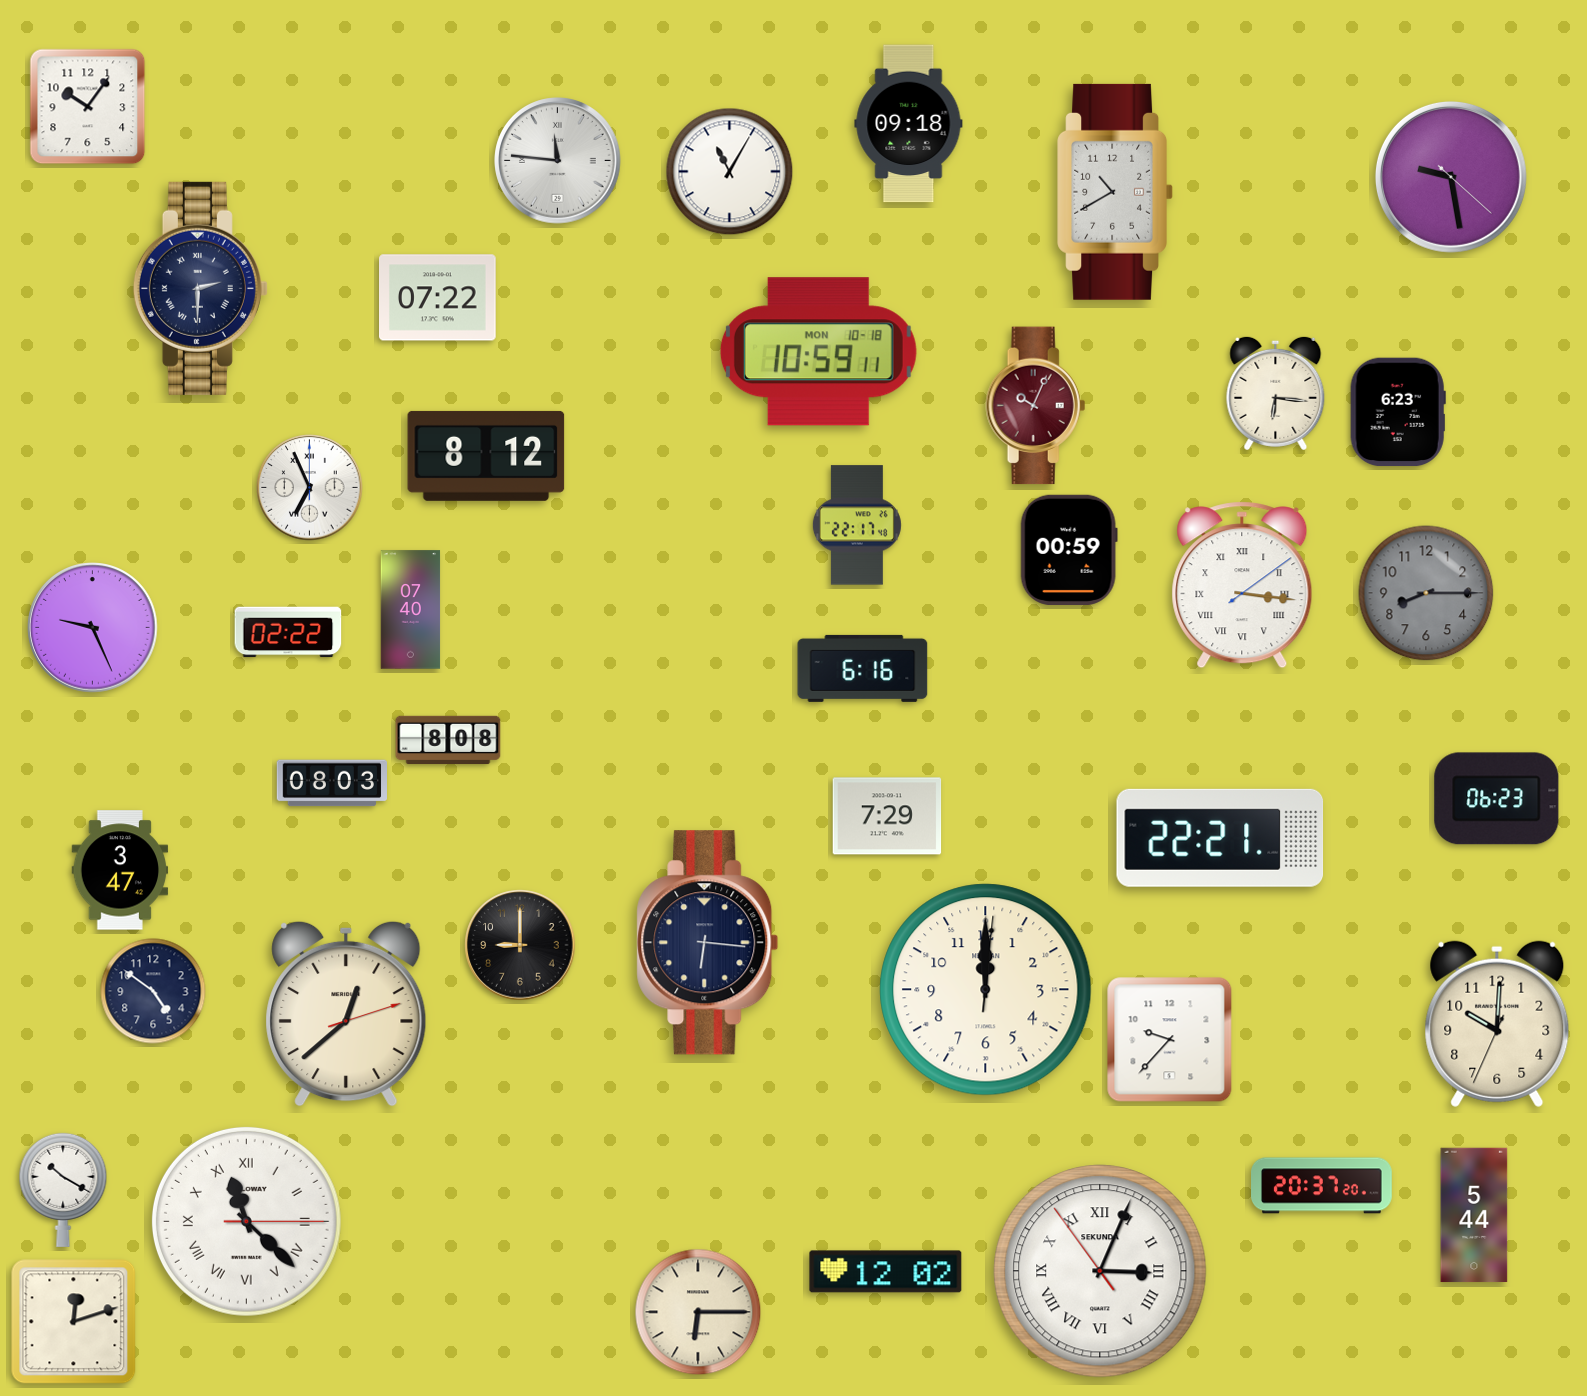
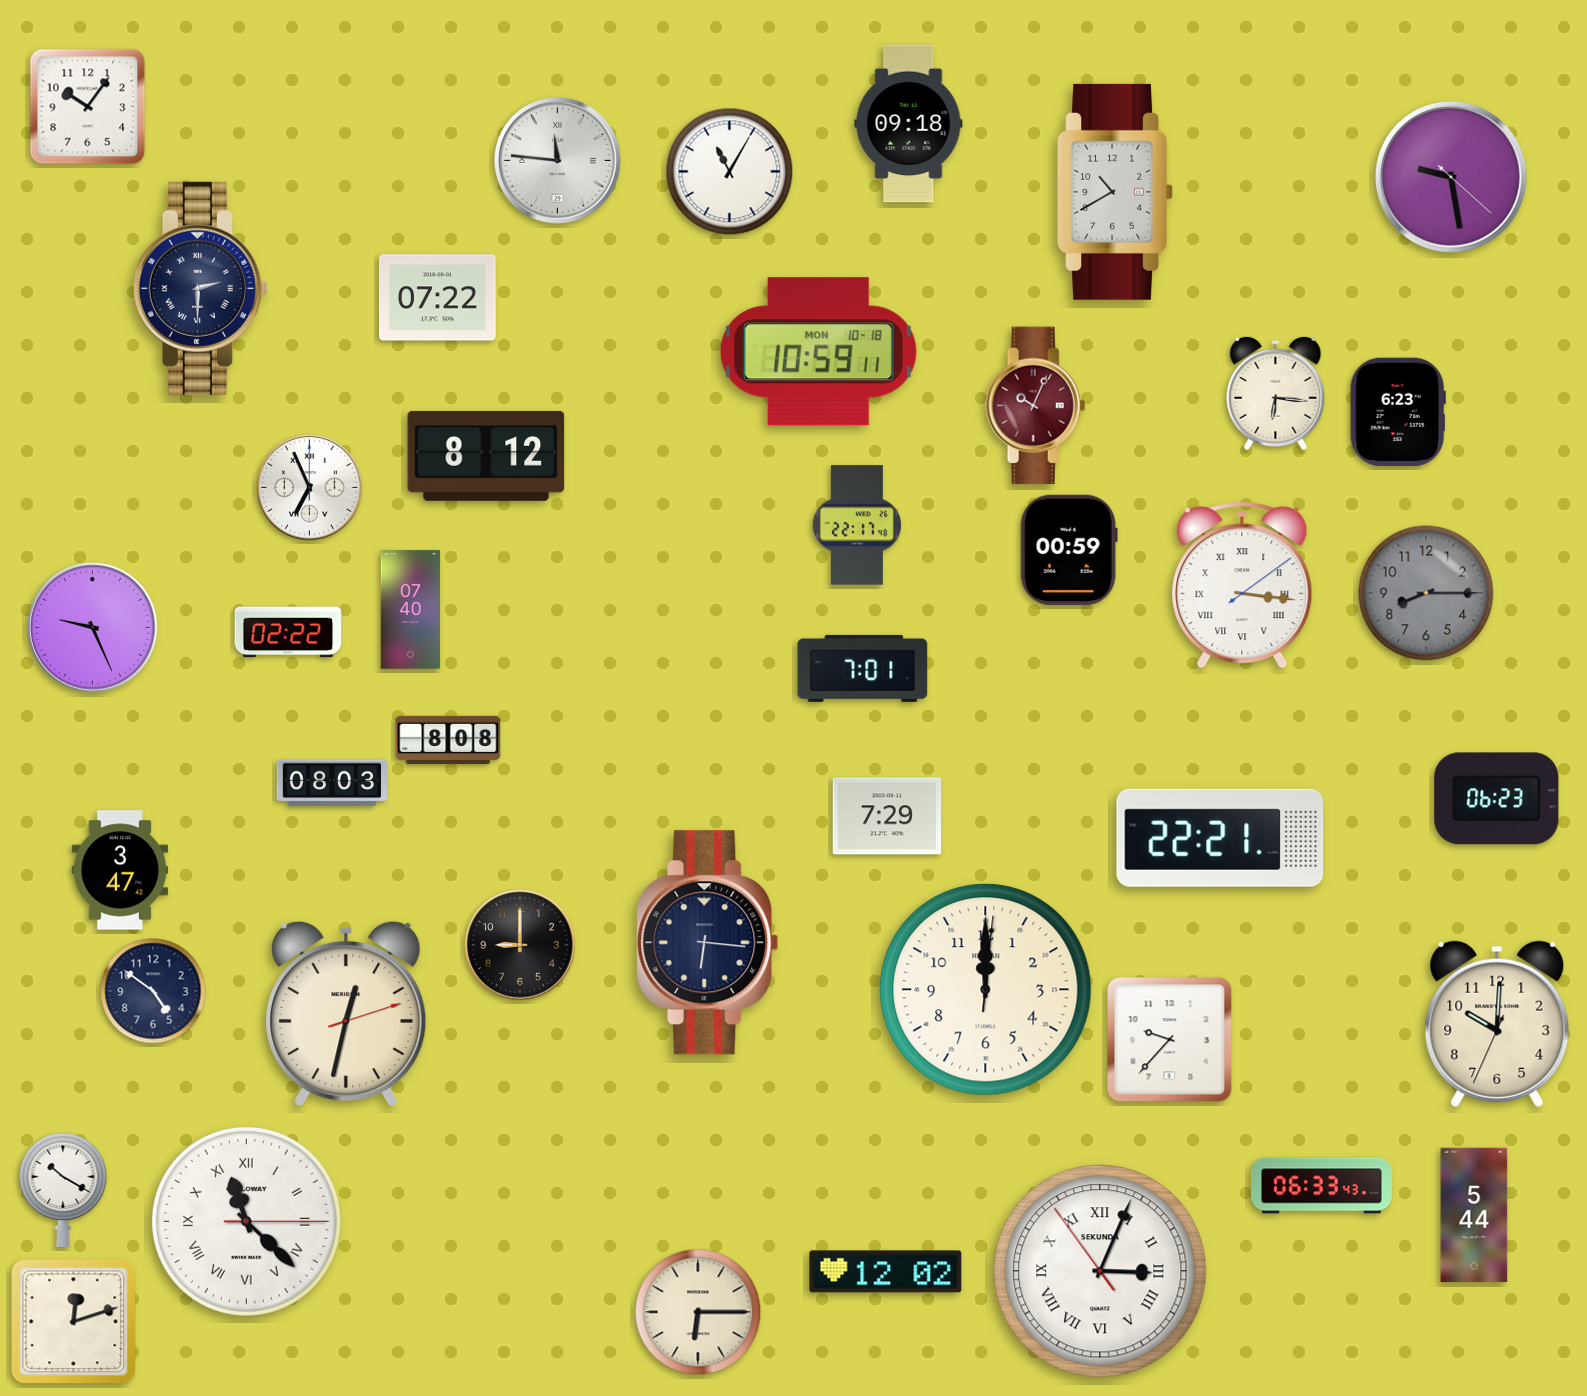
clock at (863, 668): 6:16 -> 7:01
clock at (346, 1014): 12:38 -> 12:32
clock at (1322, 1186): 20:37 -> 06:33
